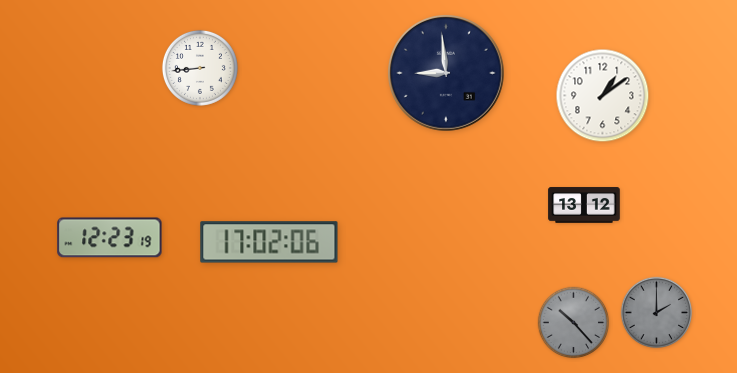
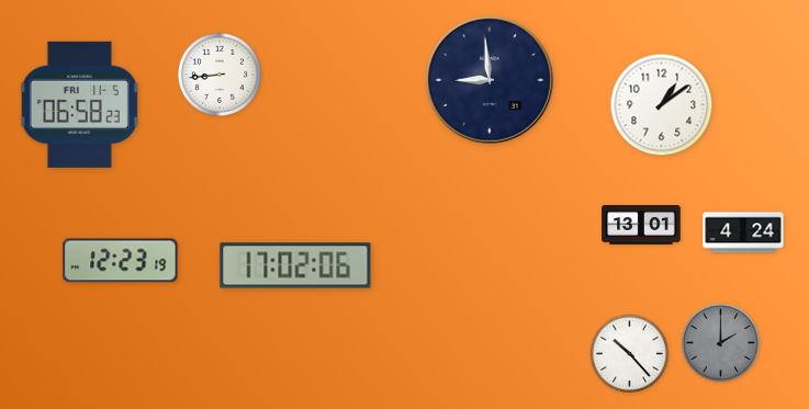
clock at (79, 104): none -> 06:58
clock at (584, 205): 13:12 -> 13:01
clock at (743, 232): none -> 4:24
clock at (574, 323) dial: grey -> white
